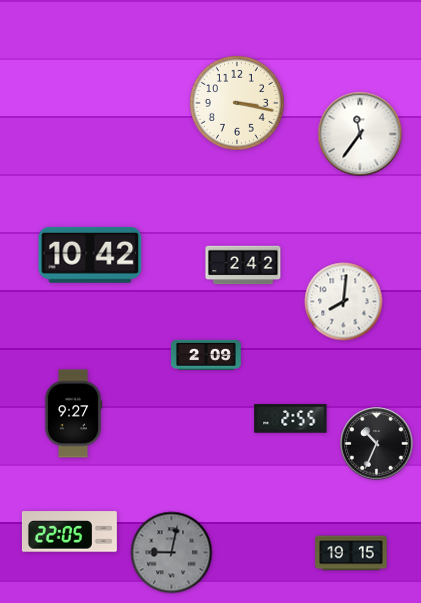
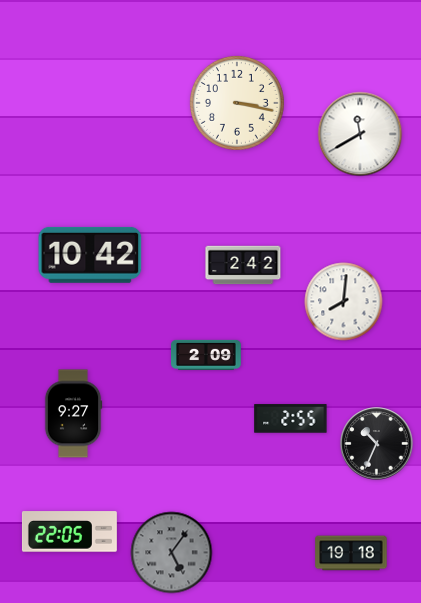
clock at (360, 134): 11:36 -> 11:40
clock at (172, 553): 9:02 -> 5:06
clock at (351, 553): 19:15 -> 19:18
